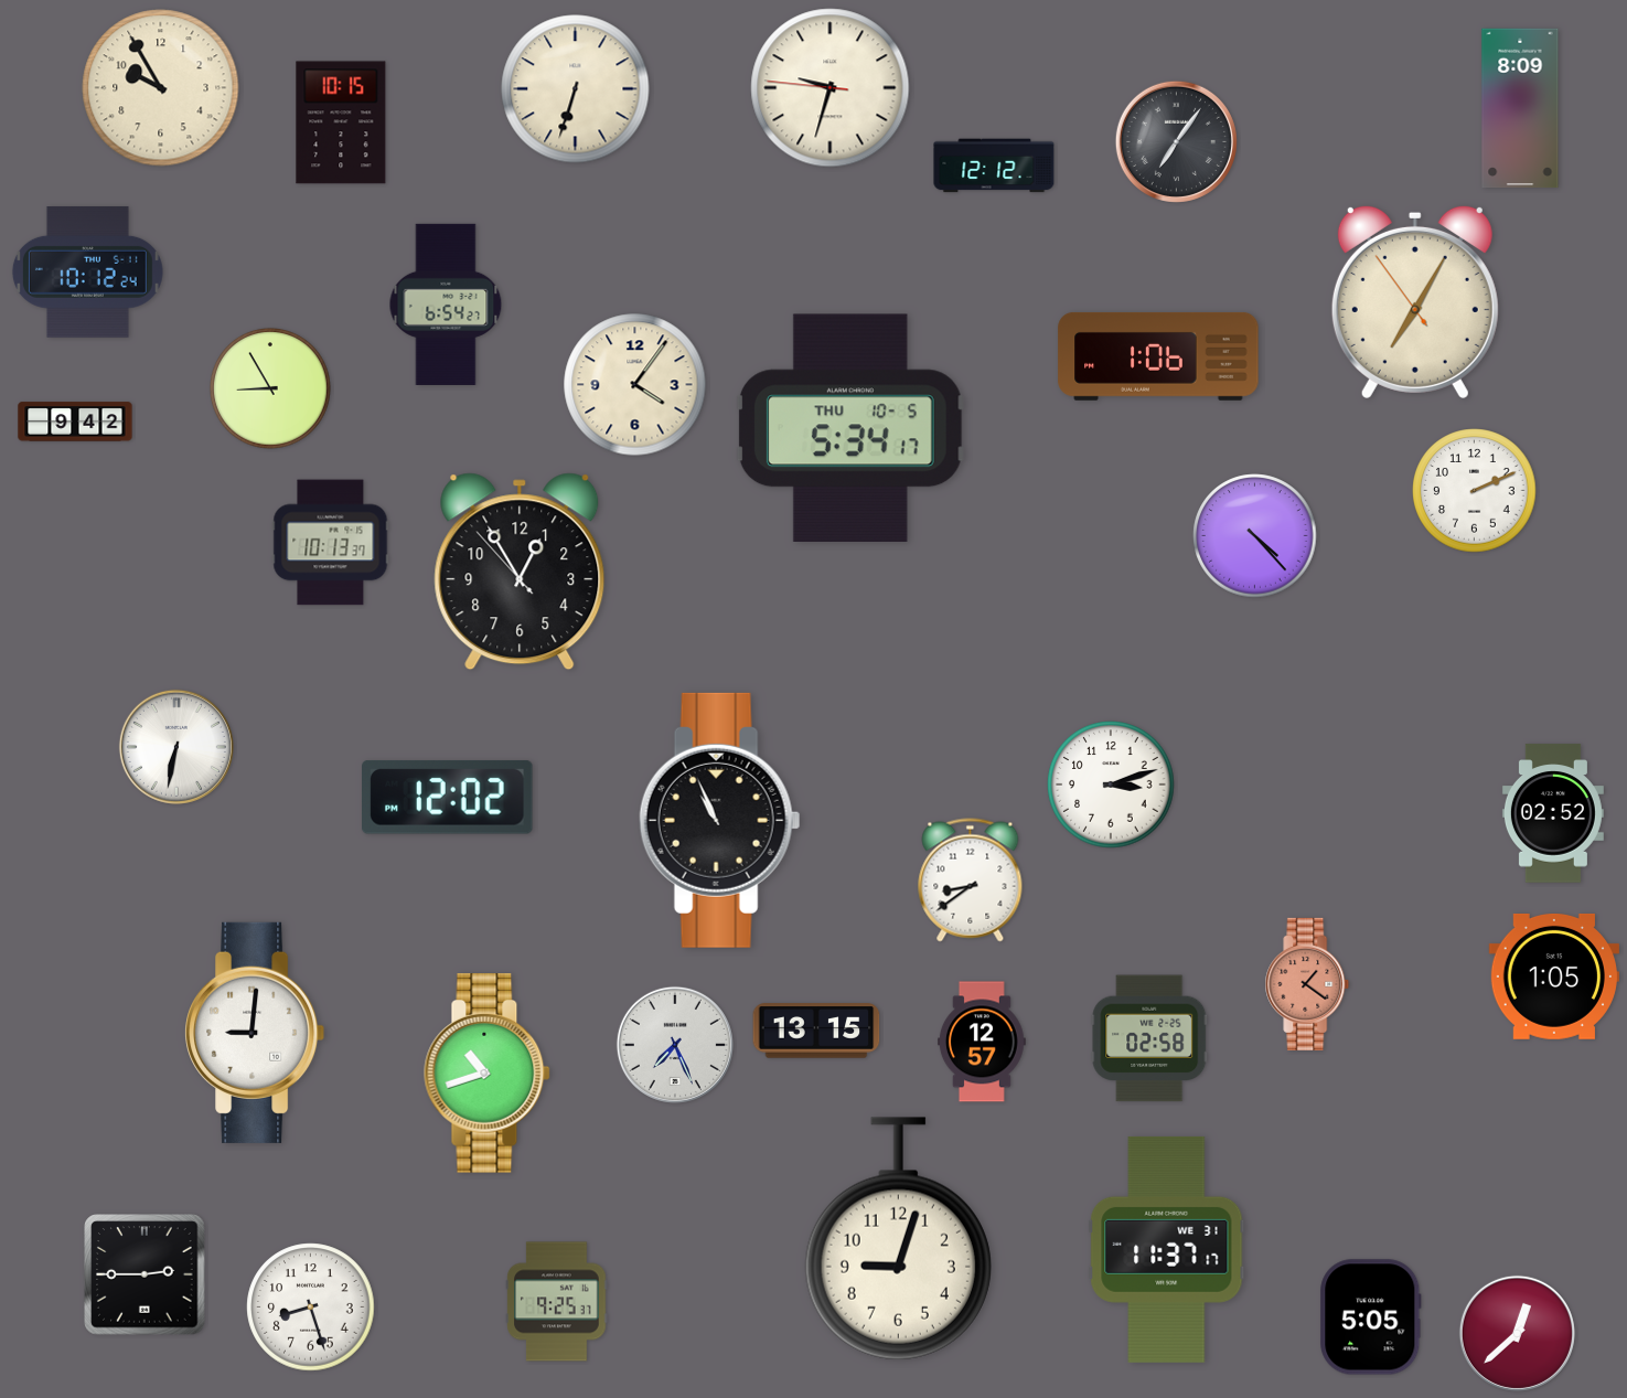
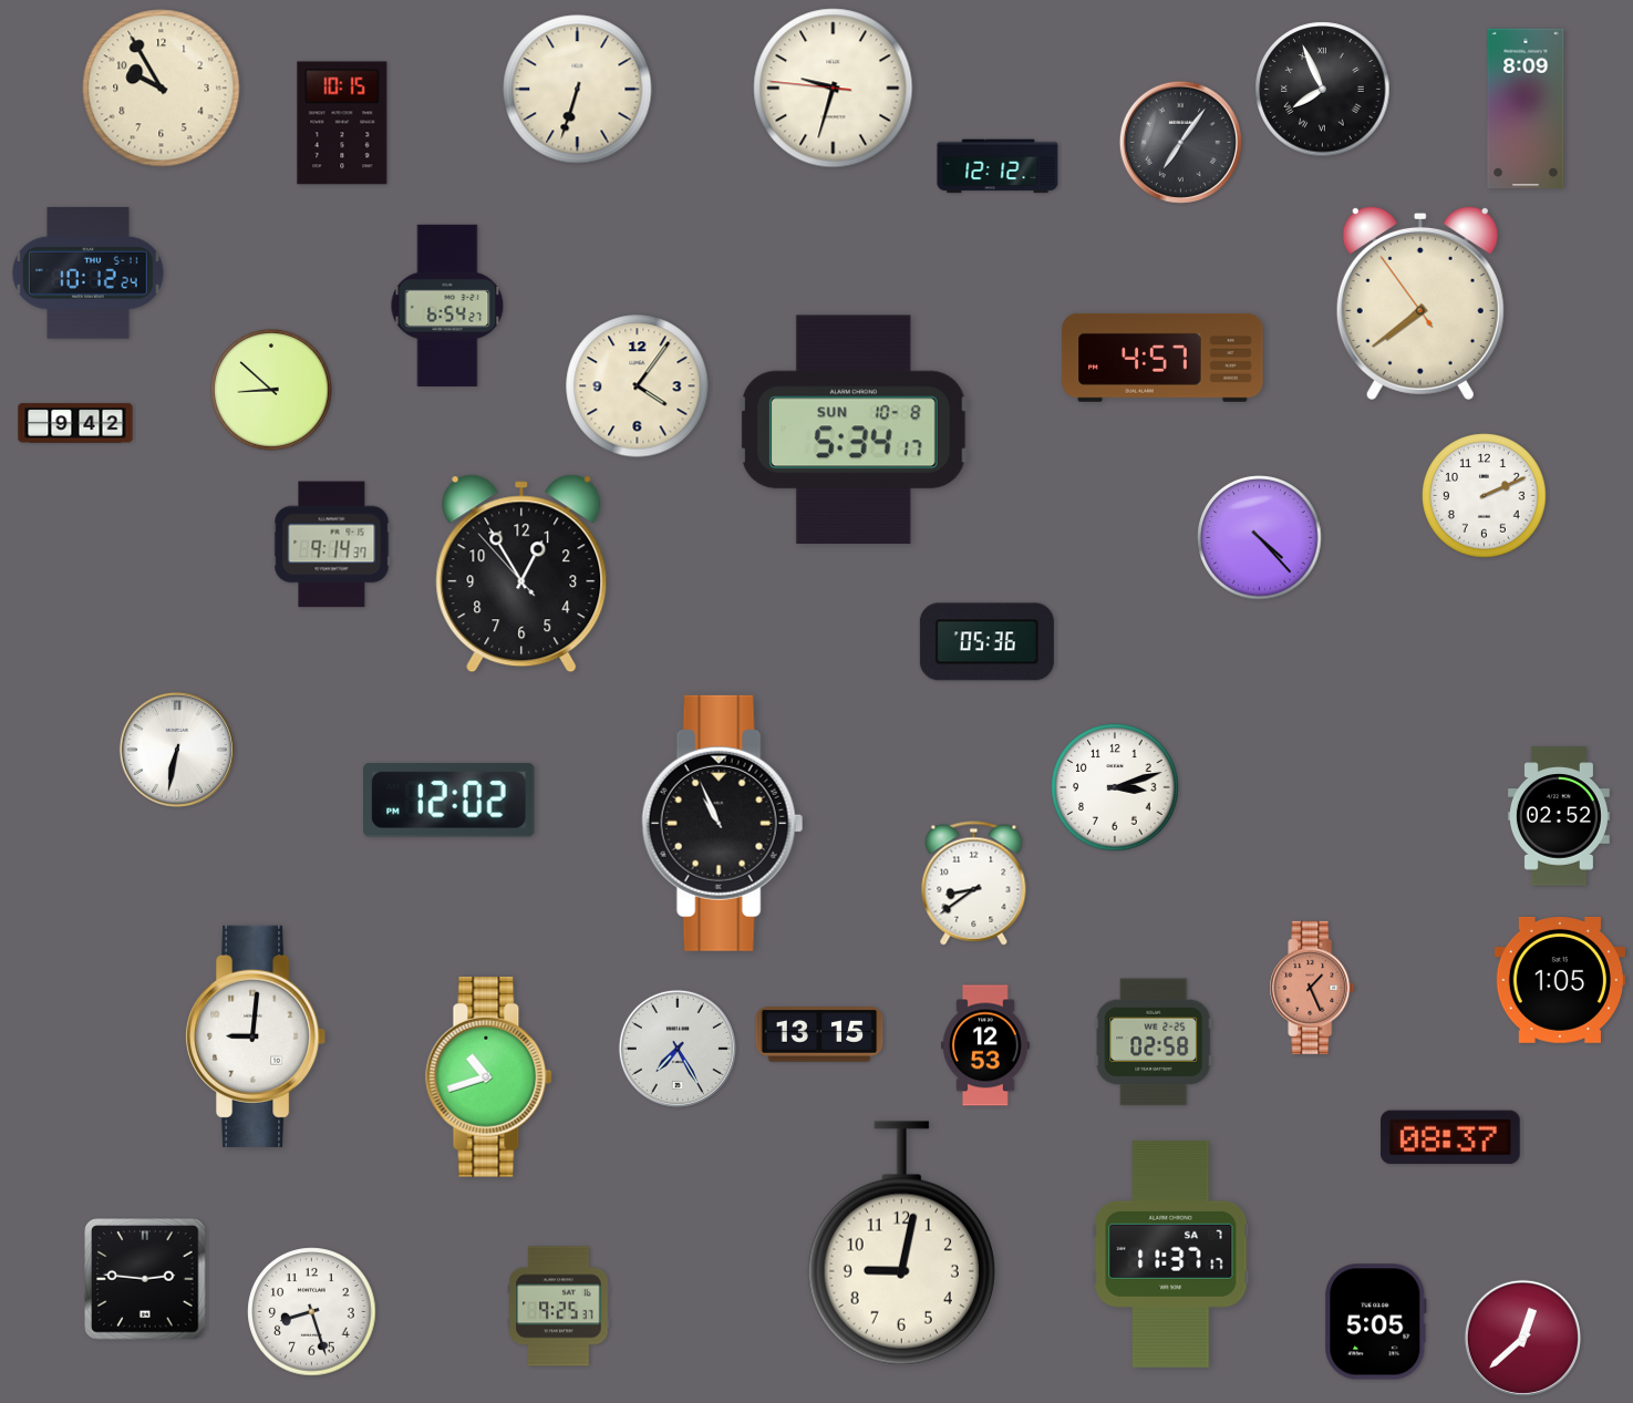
clock at (1323, 90): none -> 7:56
clock at (1415, 301): 7:04 -> 7:38
clock at (1158, 356): 1:06 -> 4:57
clock at (270, 388): 8:55 -> 8:52
clock at (850, 427) date: THU 10-5 -> SUN 10-8
clock at (1475, 491) position: (1475, 491) -> (1485, 496)
clock at (331, 543): 10:13 -> 9:14
clock at (986, 642): none -> 05:36
clock at (1307, 984): 1:21 -> 1:26
clock at (983, 1042): 12:57 -> 12:53
clock at (675, 1045): 7:26 -> 7:25
clock at (1450, 1137): none -> 08:37
clock at (898, 1239): 9:03 -> 9:02
clock at (1167, 1249) date: WE 31 -> SA 7
clock at (144, 1274): 2:45 -> 2:46
